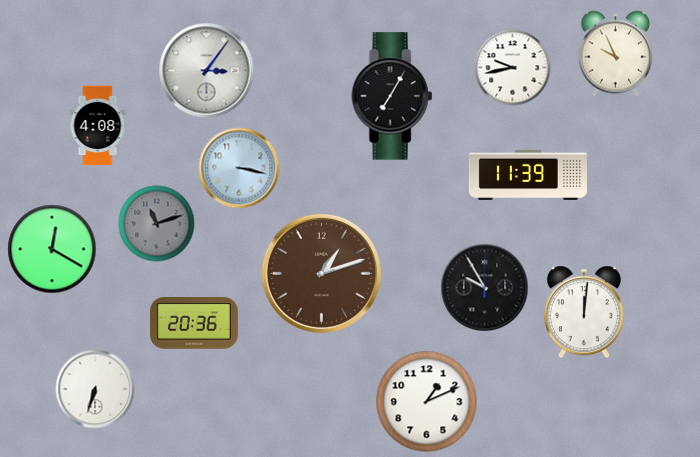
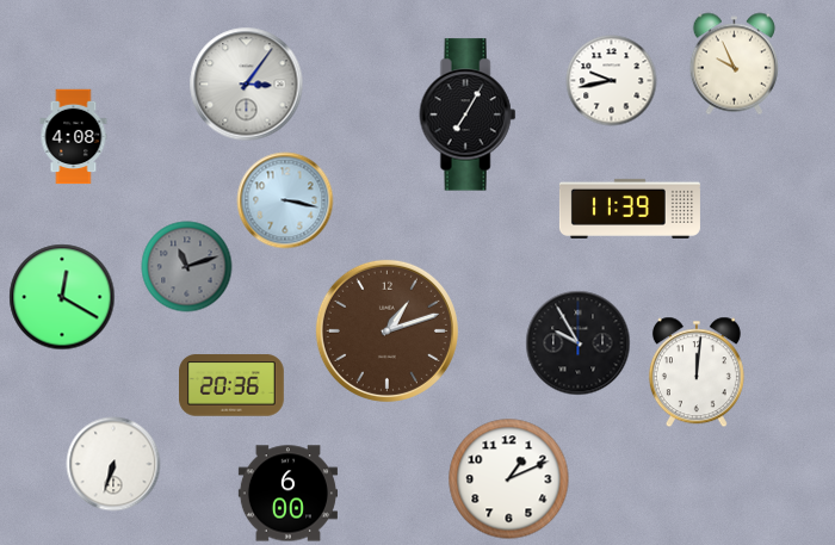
clock at (98, 126) position: (98, 126) -> (74, 137)
clock at (321, 273) position: (321, 273) -> (386, 330)
clock at (287, 494): none -> 6:00
